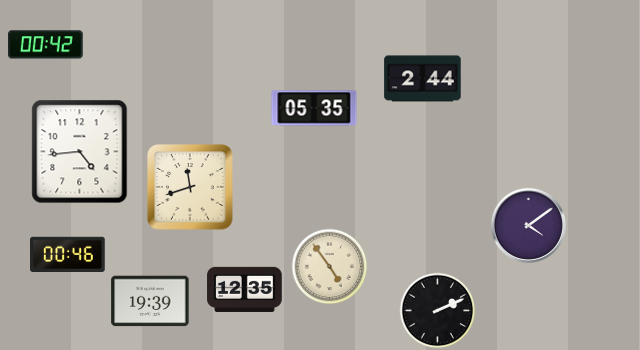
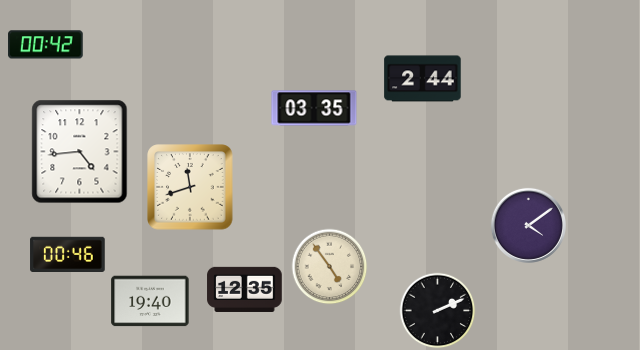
clock at (314, 108): 05:35 -> 03:35
clock at (150, 301): 19:39 -> 19:40
